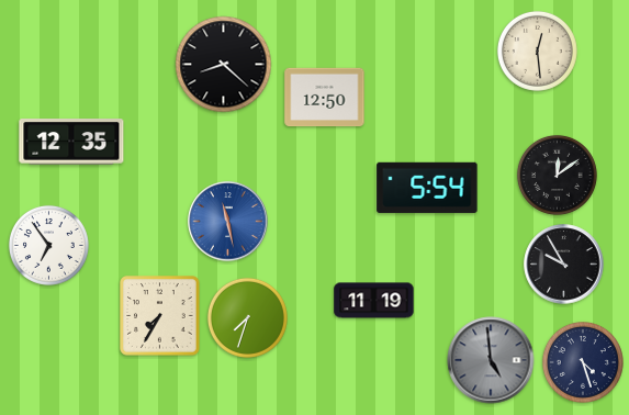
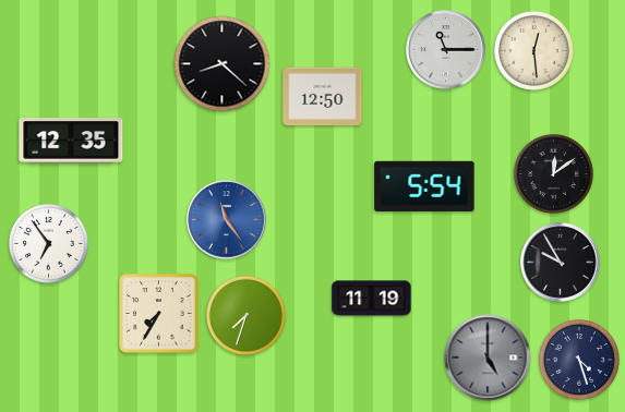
clock at (446, 50): none -> 11:15
clock at (228, 222): 11:28 -> 11:24
clock at (491, 360): 4:59 -> 5:00
